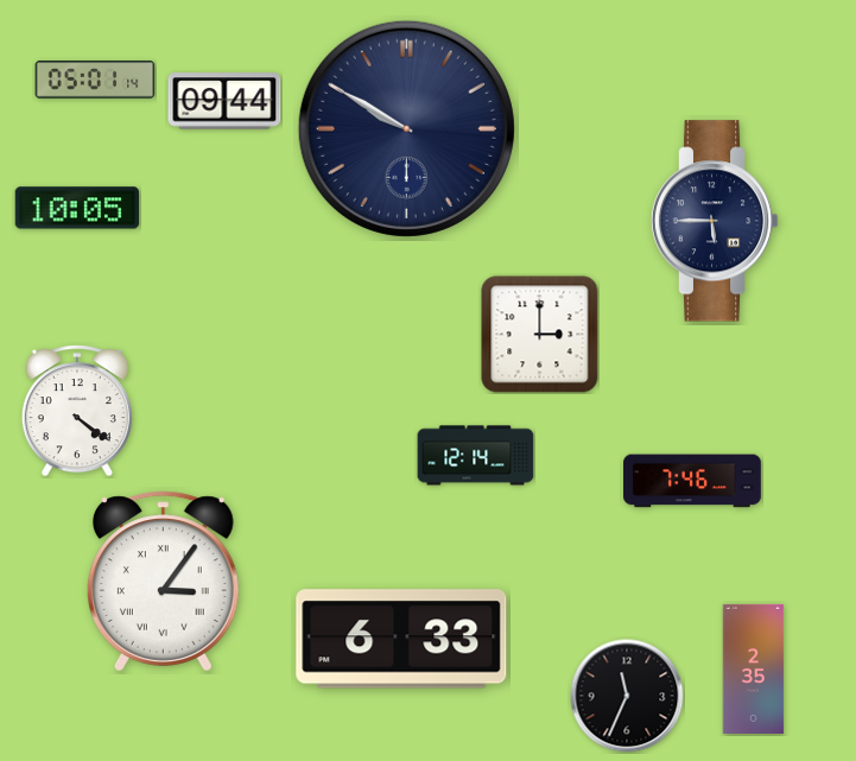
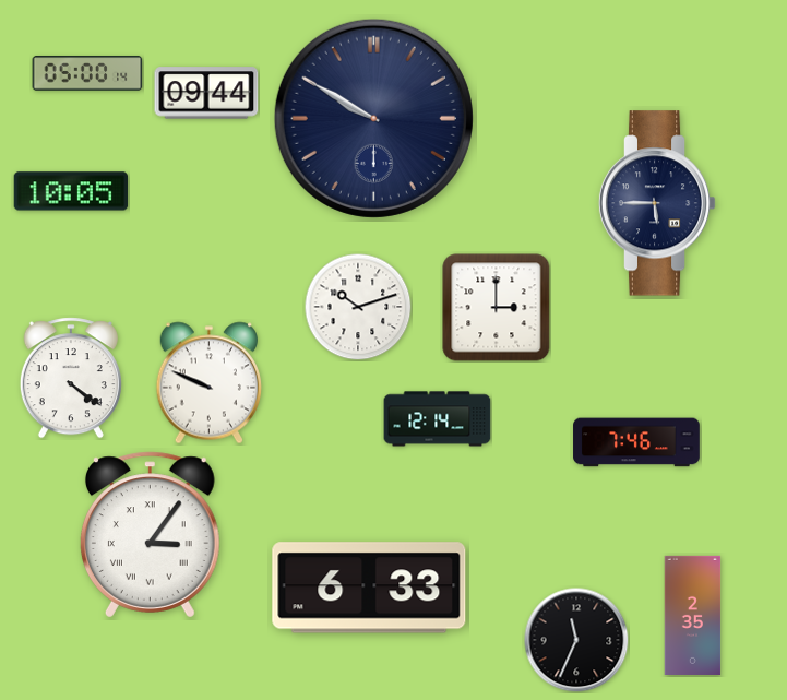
clock at (95, 80): 05:01 -> 05:00
clock at (358, 307): none -> 10:12
clock at (208, 383): none -> 9:49
